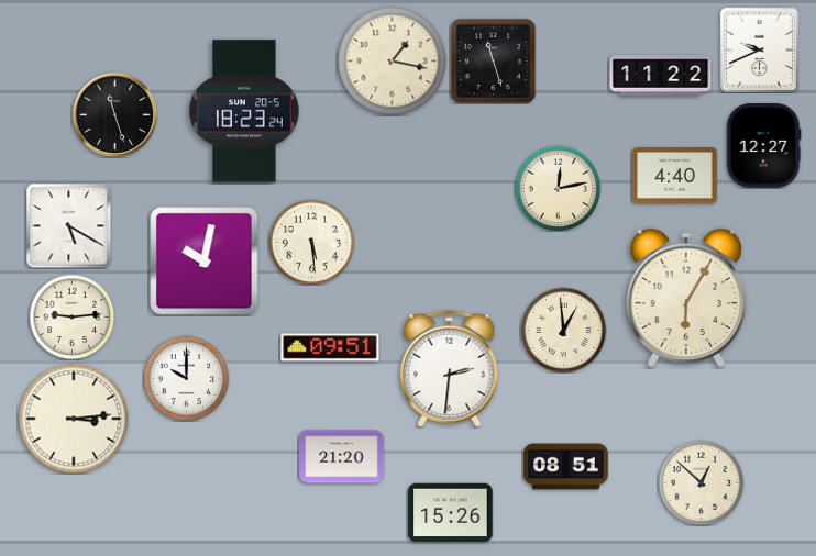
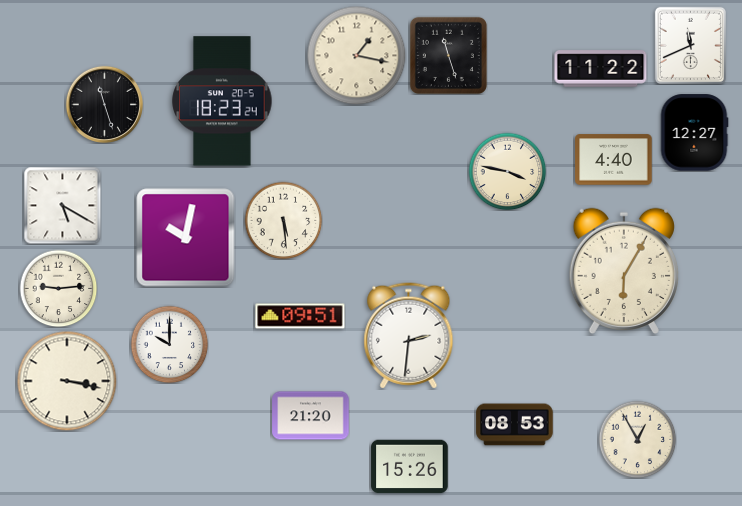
clock at (759, 49): 9:41 -> 11:41
clock at (558, 188): 12:13 -> 3:47
clock at (71, 316) position: (71, 316) -> (58, 288)
clock at (563, 330): 12:59 -> none
clock at (74, 419): 3:14 -> 3:17
clock at (566, 467): 08:51 -> 08:53
clock at (701, 482): 12:52 -> 12:55
